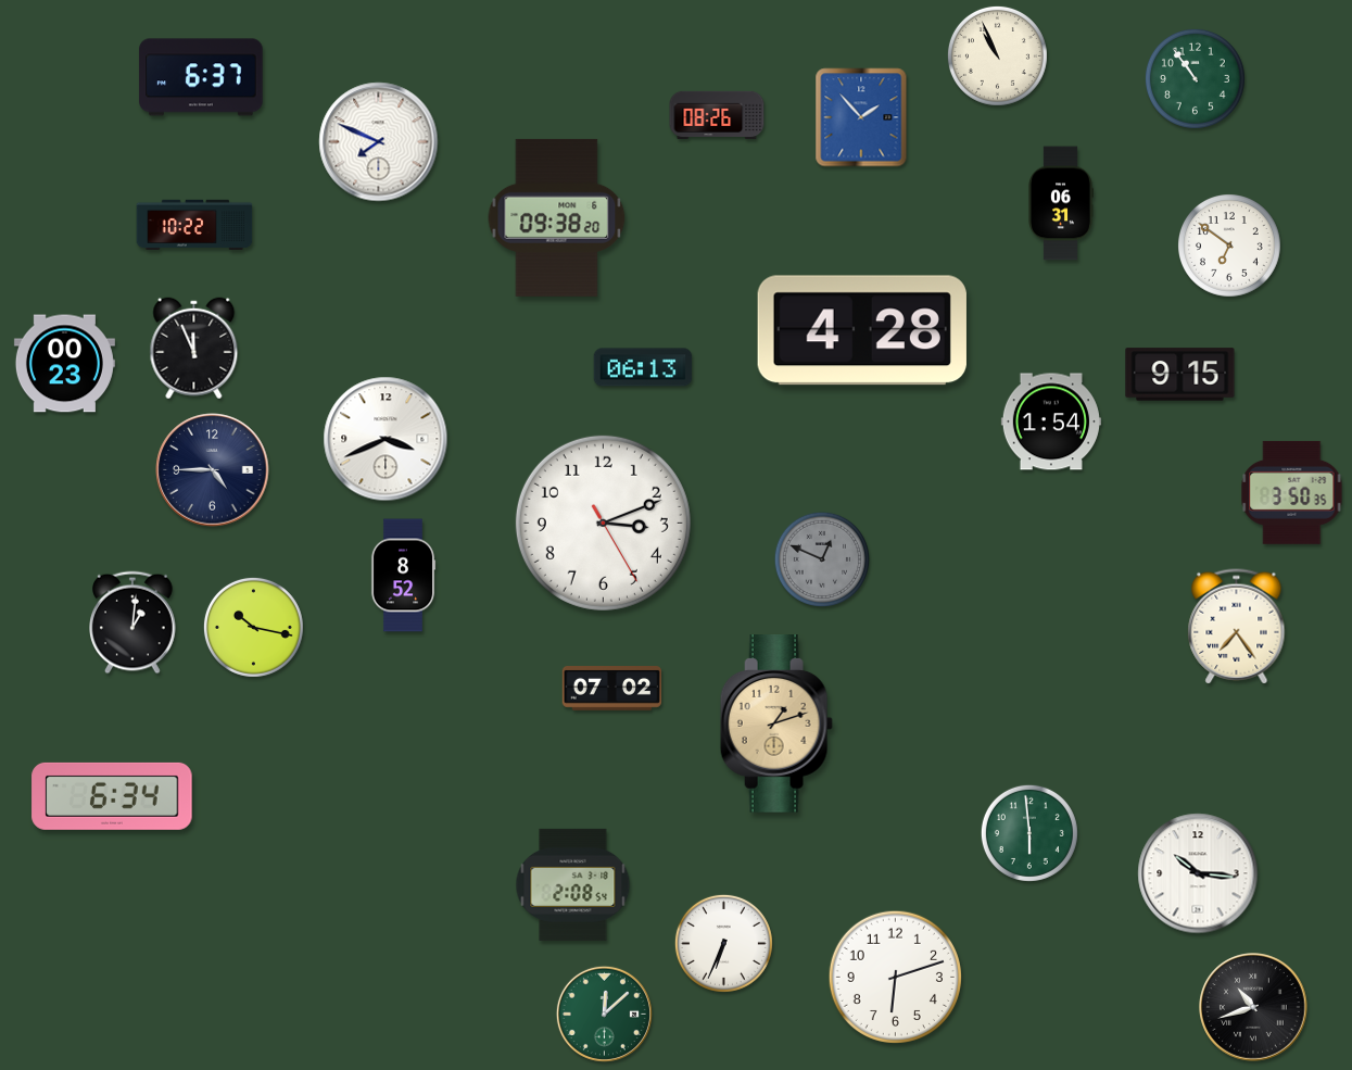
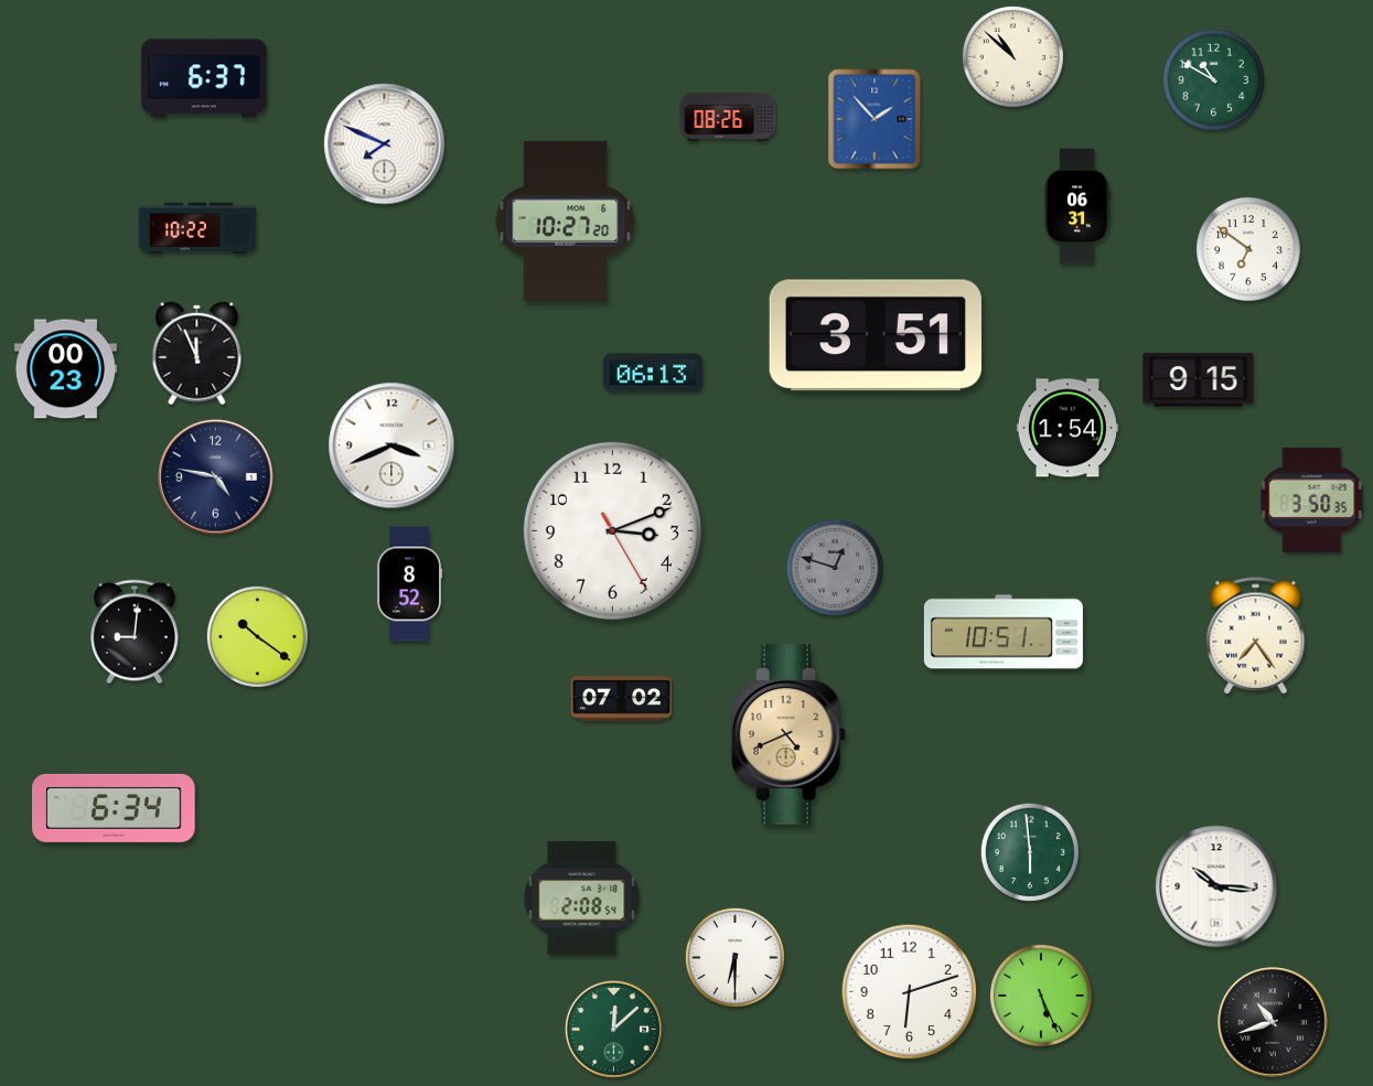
clock at (997, 55): 10:56 -> 10:52
clock at (1195, 78): 10:54 -> 10:50
clock at (557, 217): 09:38 -> 10:27
clock at (862, 330): 4:28 -> 3:51
clock at (213, 470): 4:45 -> 4:47
clock at (821, 558): 12:49 -> 12:48
clock at (134, 622): 1:01 -> 9:01
clock at (1004, 632): none -> 10:51
clock at (253, 627): 10:17 -> 10:21
clock at (776, 725): 1:12 -> 4:41
clock at (1029, 833) position: (1029, 833) -> (1030, 852)
clock at (723, 943): 6:34 -> 6:30
clock at (1041, 996): none -> 5:26
